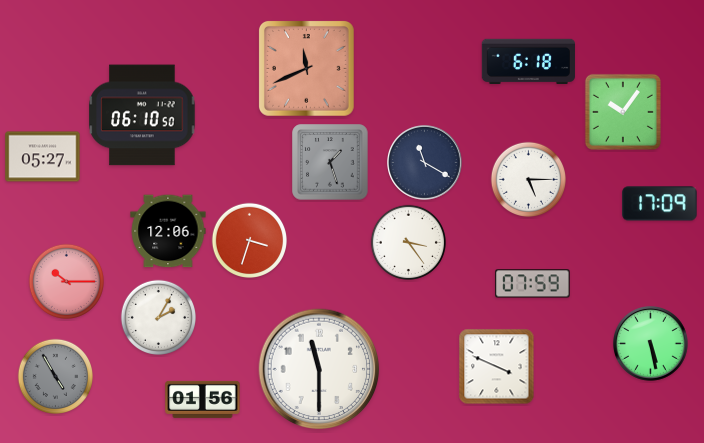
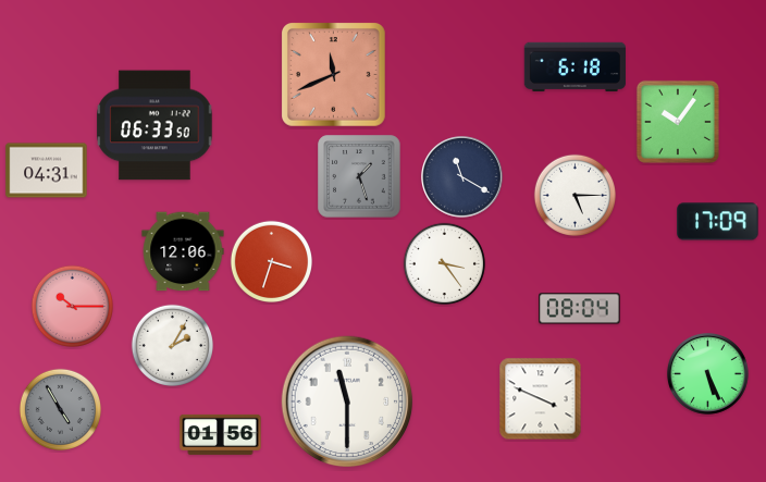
clock at (142, 115): 06:10 -> 06:33
clock at (43, 157): 05:27 -> 04:31
clock at (533, 284): 07:59 -> 08:04
clock at (651, 344): 5:28 -> 5:26
